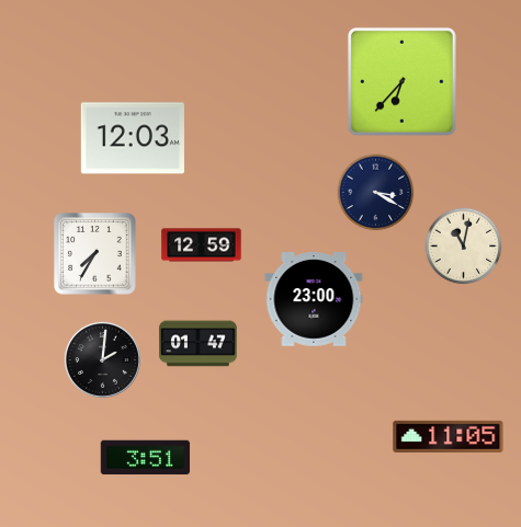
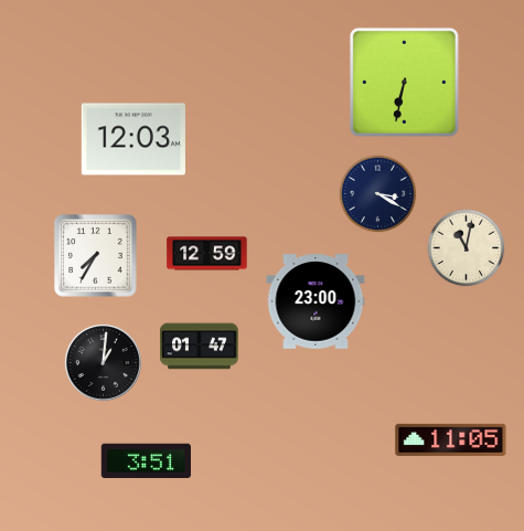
clock at (401, 81): 6:37 -> 6:32
clock at (202, 245) position: (202, 245) -> (207, 254)
clock at (102, 359): 2:01 -> 1:01
